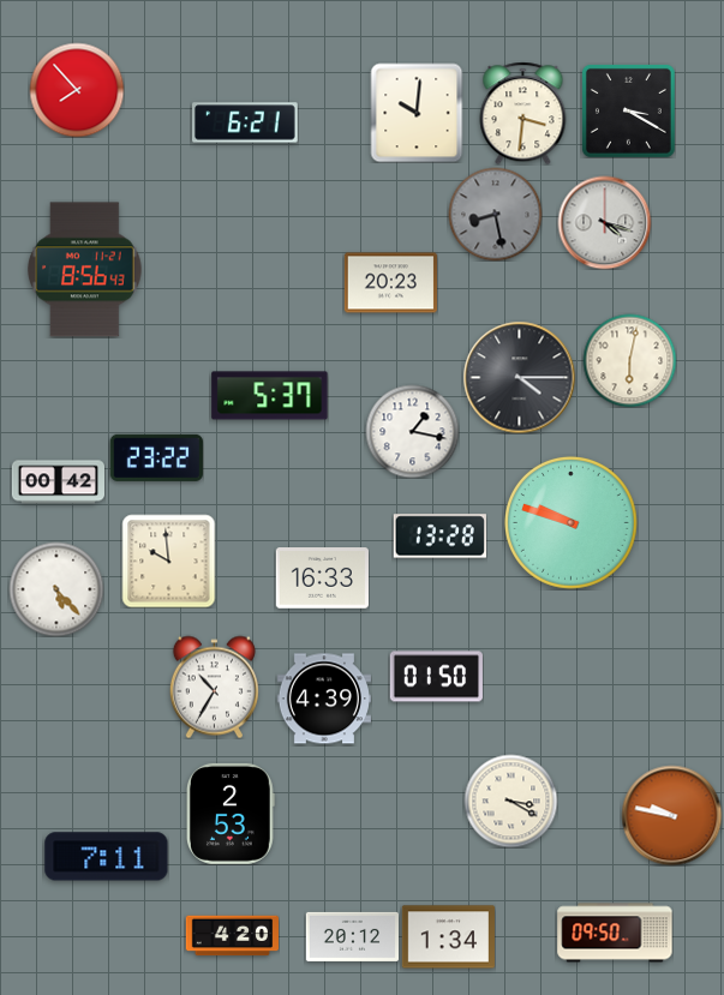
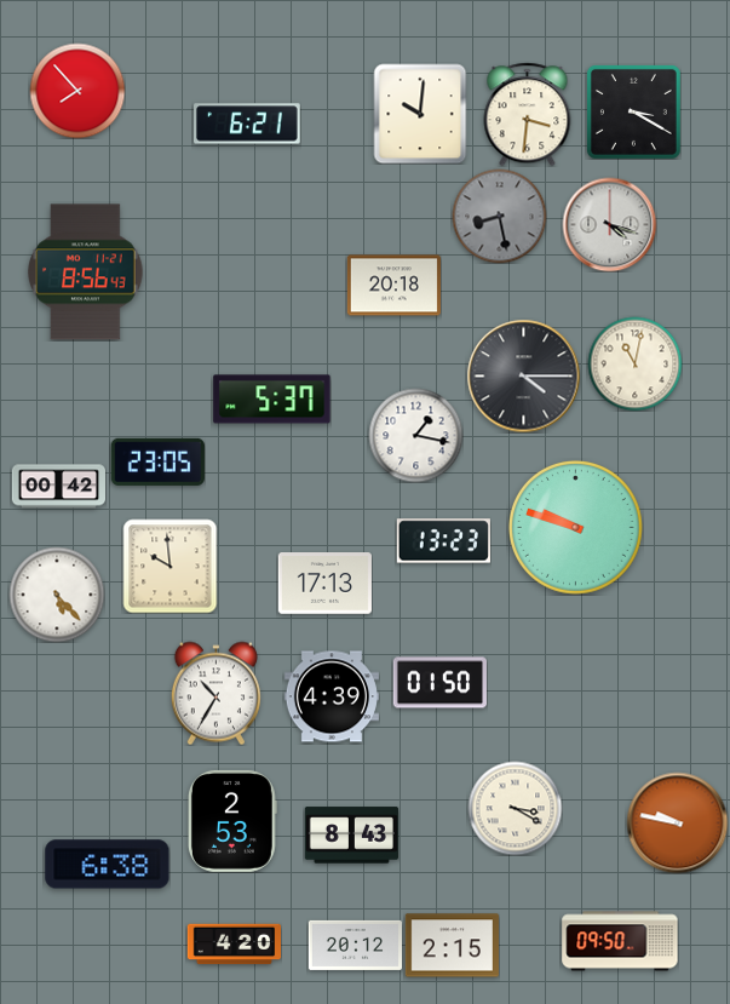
clock at (390, 283): 20:23 -> 20:18
clock at (629, 360): 6:02 -> 11:02
clock at (519, 377) position: (519, 377) -> (523, 375)
clock at (156, 457): 23:22 -> 23:05
clock at (439, 537): 13:28 -> 13:23
clock at (322, 579): 16:33 -> 17:13
clock at (324, 699) position: (324, 699) -> (332, 696)
clock at (351, 836): none -> 8:43
clock at (107, 857): 7:11 -> 6:38
clock at (448, 937): 1:34 -> 2:15
